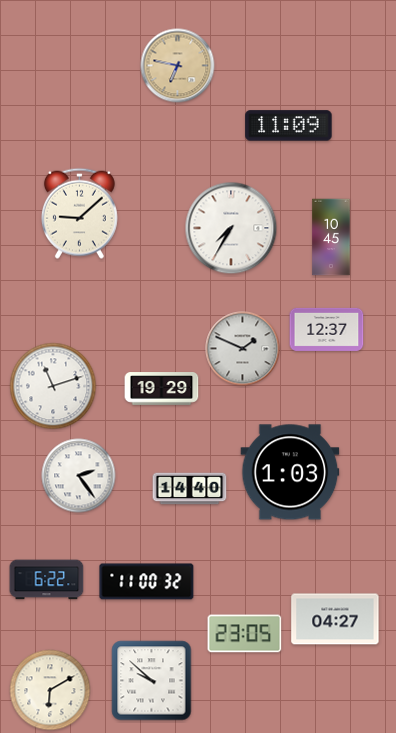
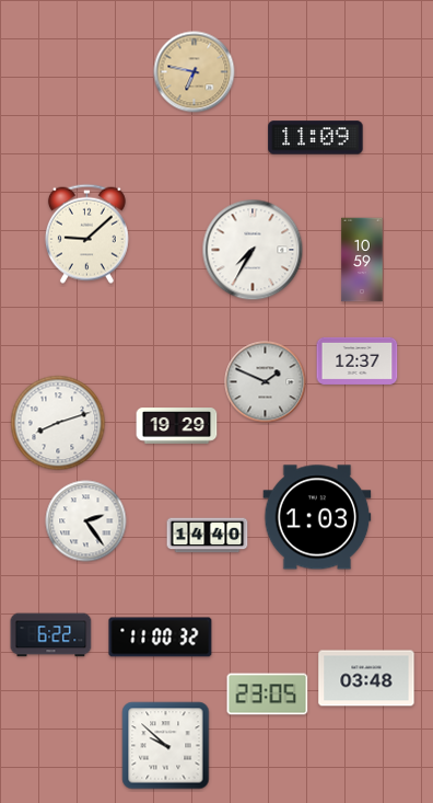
clock at (331, 237): 10:45 -> 10:59
clock at (53, 386): 11:12 -> 8:12
clock at (335, 619): 04:27 -> 03:48
clock at (50, 690): 6:10 -> none
